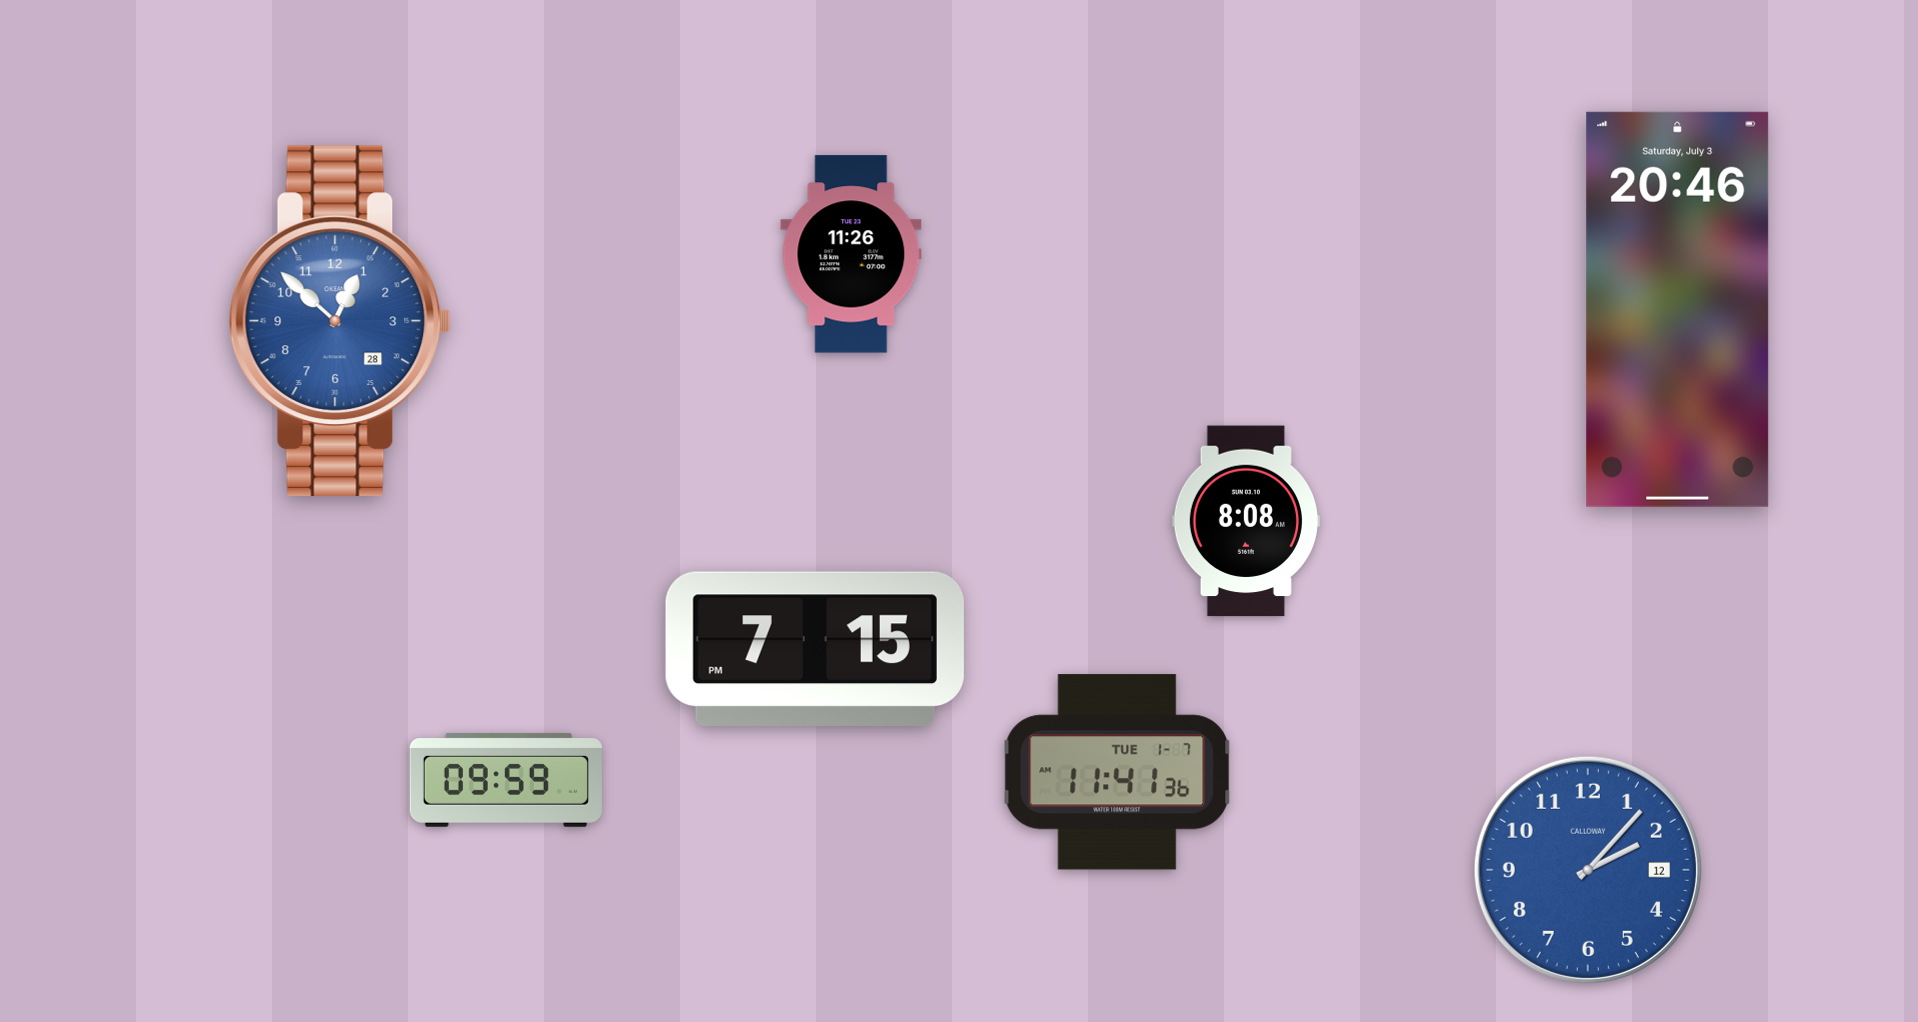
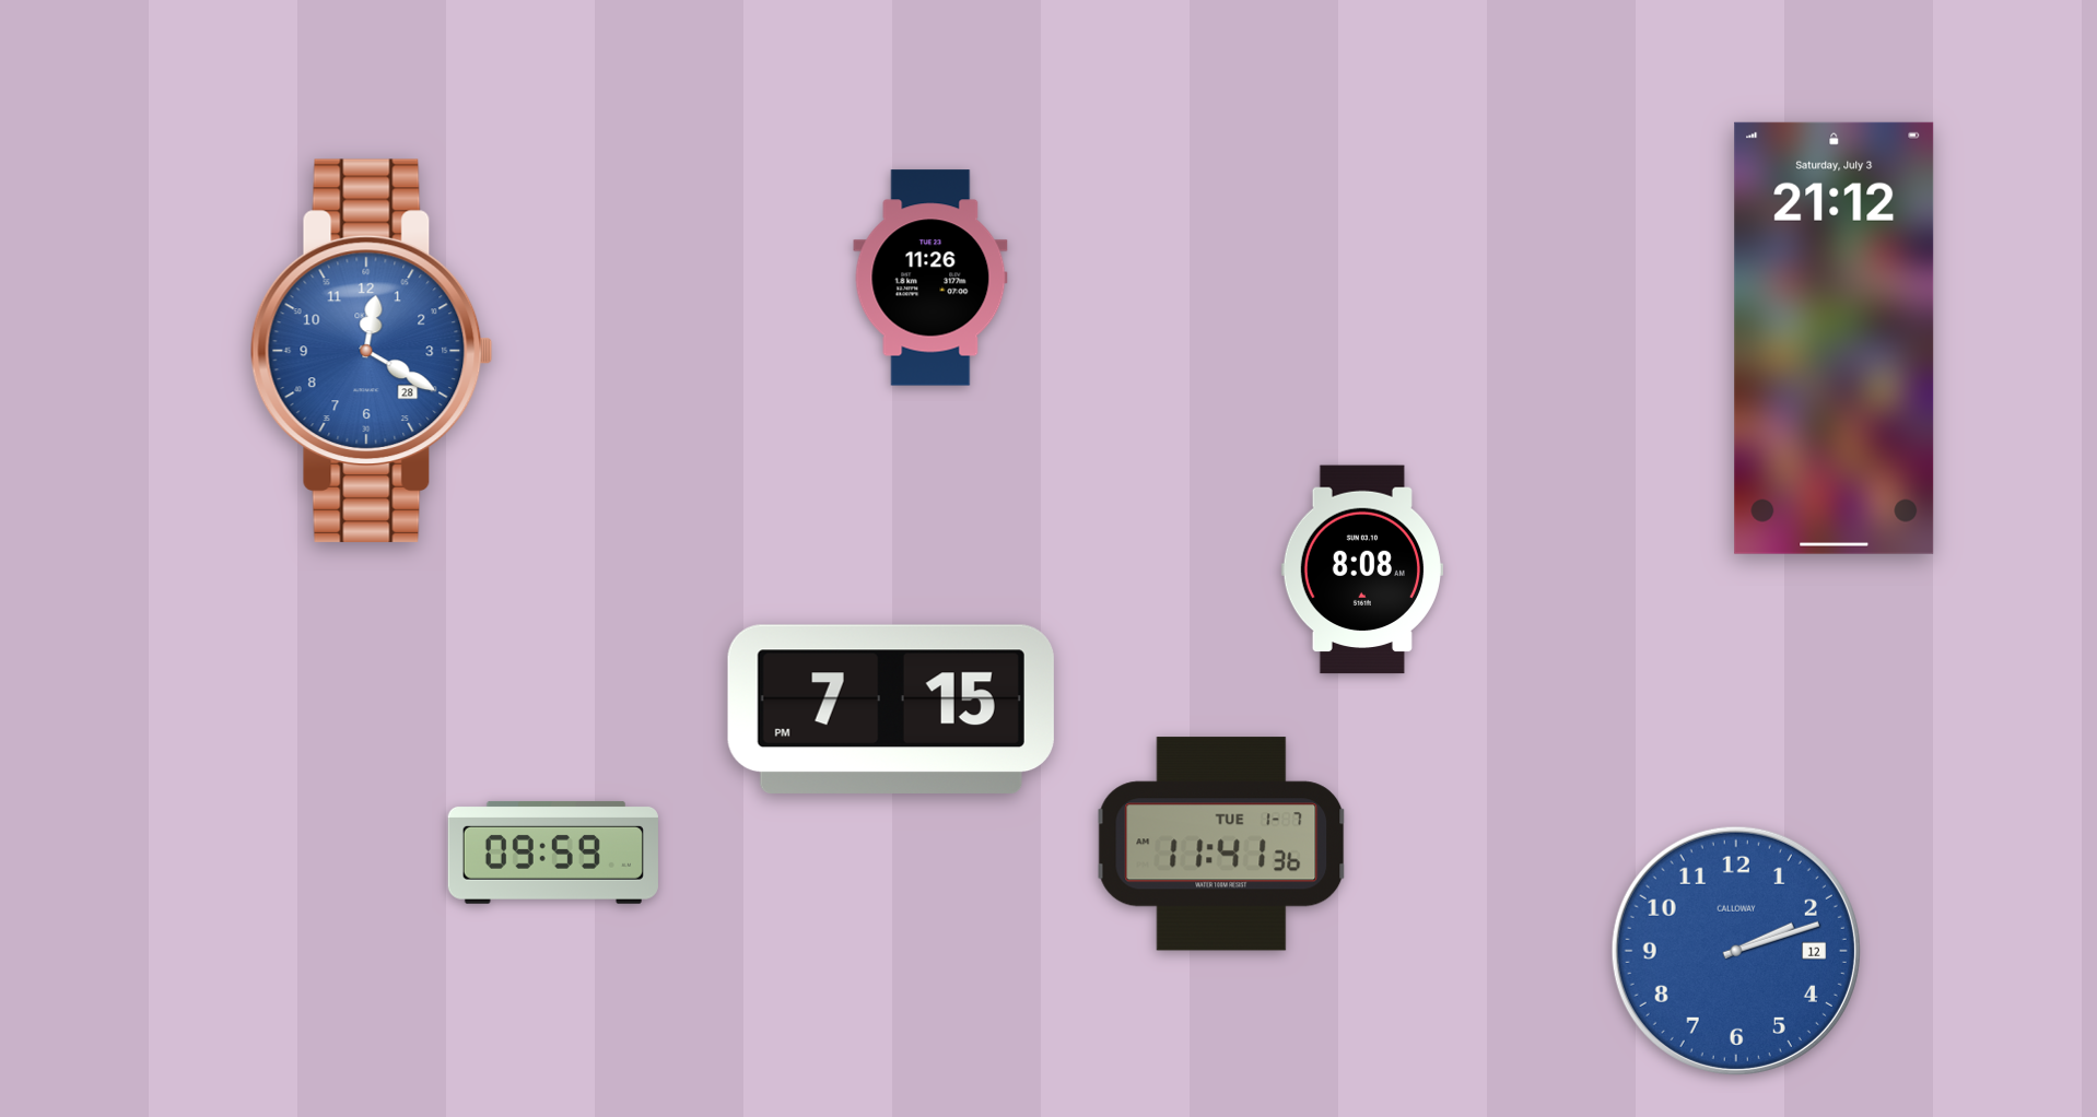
clock at (1678, 309): 20:46 -> 21:12
clock at (340, 321): 12:52 -> 12:20
clock at (1588, 870): 2:07 -> 2:12
